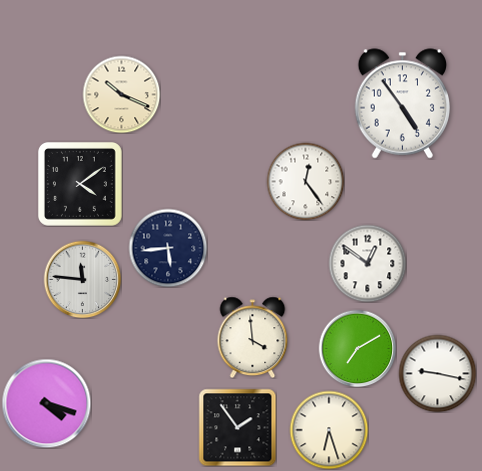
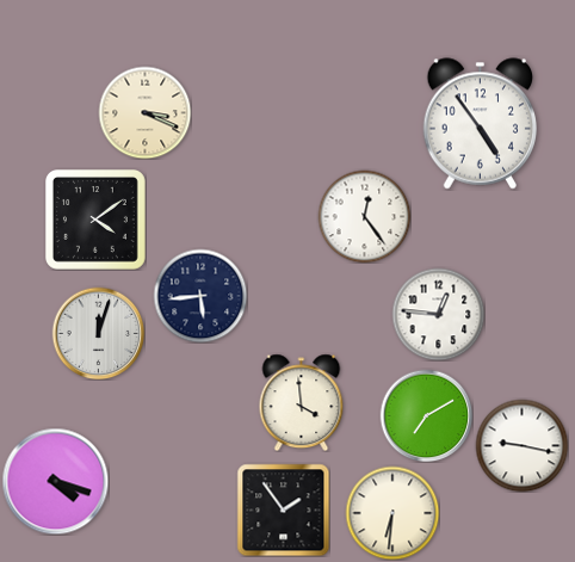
clock at (121, 94): 10:19 -> 3:19
clock at (367, 263): 12:51 -> 12:46
clock at (82, 279): 11:46 -> 12:03
clock at (329, 430): 6:27 -> 6:31
